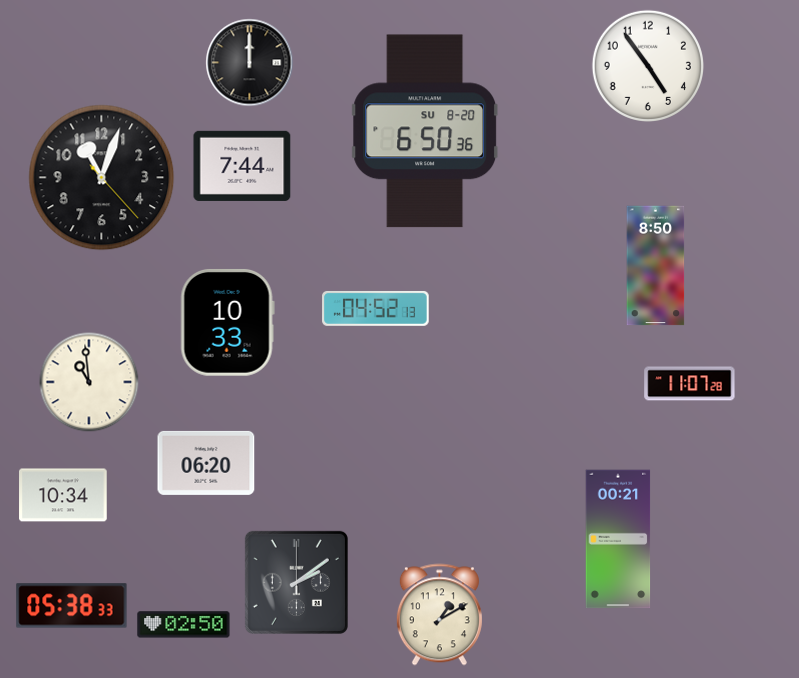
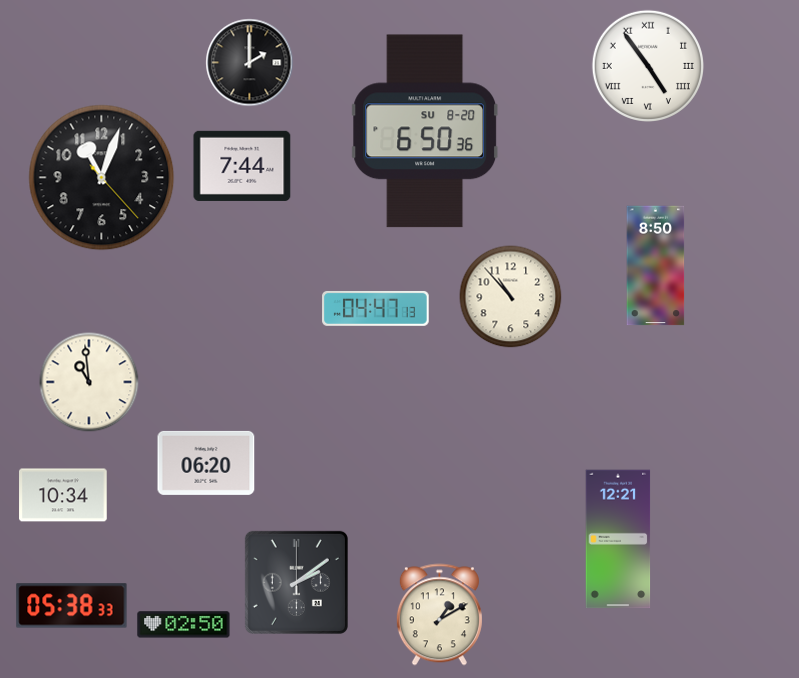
clock at (250, 63): 12:00 -> 2:00
clock at (648, 66) numerals: Arabic -> Roman
clock at (511, 297): none -> 10:53
clock at (376, 308): 04:52 -> 04:47
clock at (227, 322): 10:33 -> none
clock at (690, 384): 11:07 -> none
clock at (618, 539): 00:21 -> 12:21
